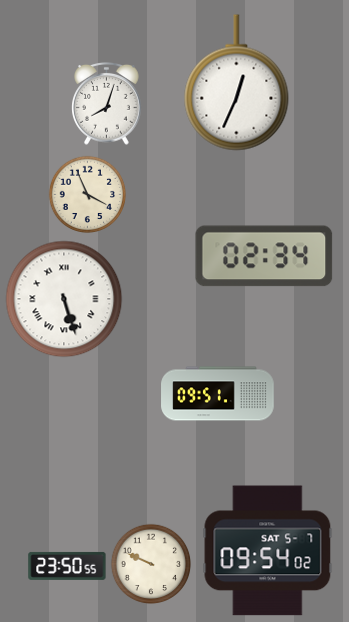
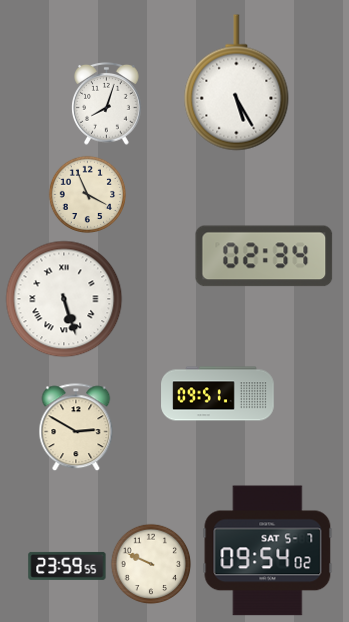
clock at (237, 83): 12:34 -> 5:25
clock at (76, 427): none -> 2:50
clock at (67, 566): 23:50 -> 23:59
